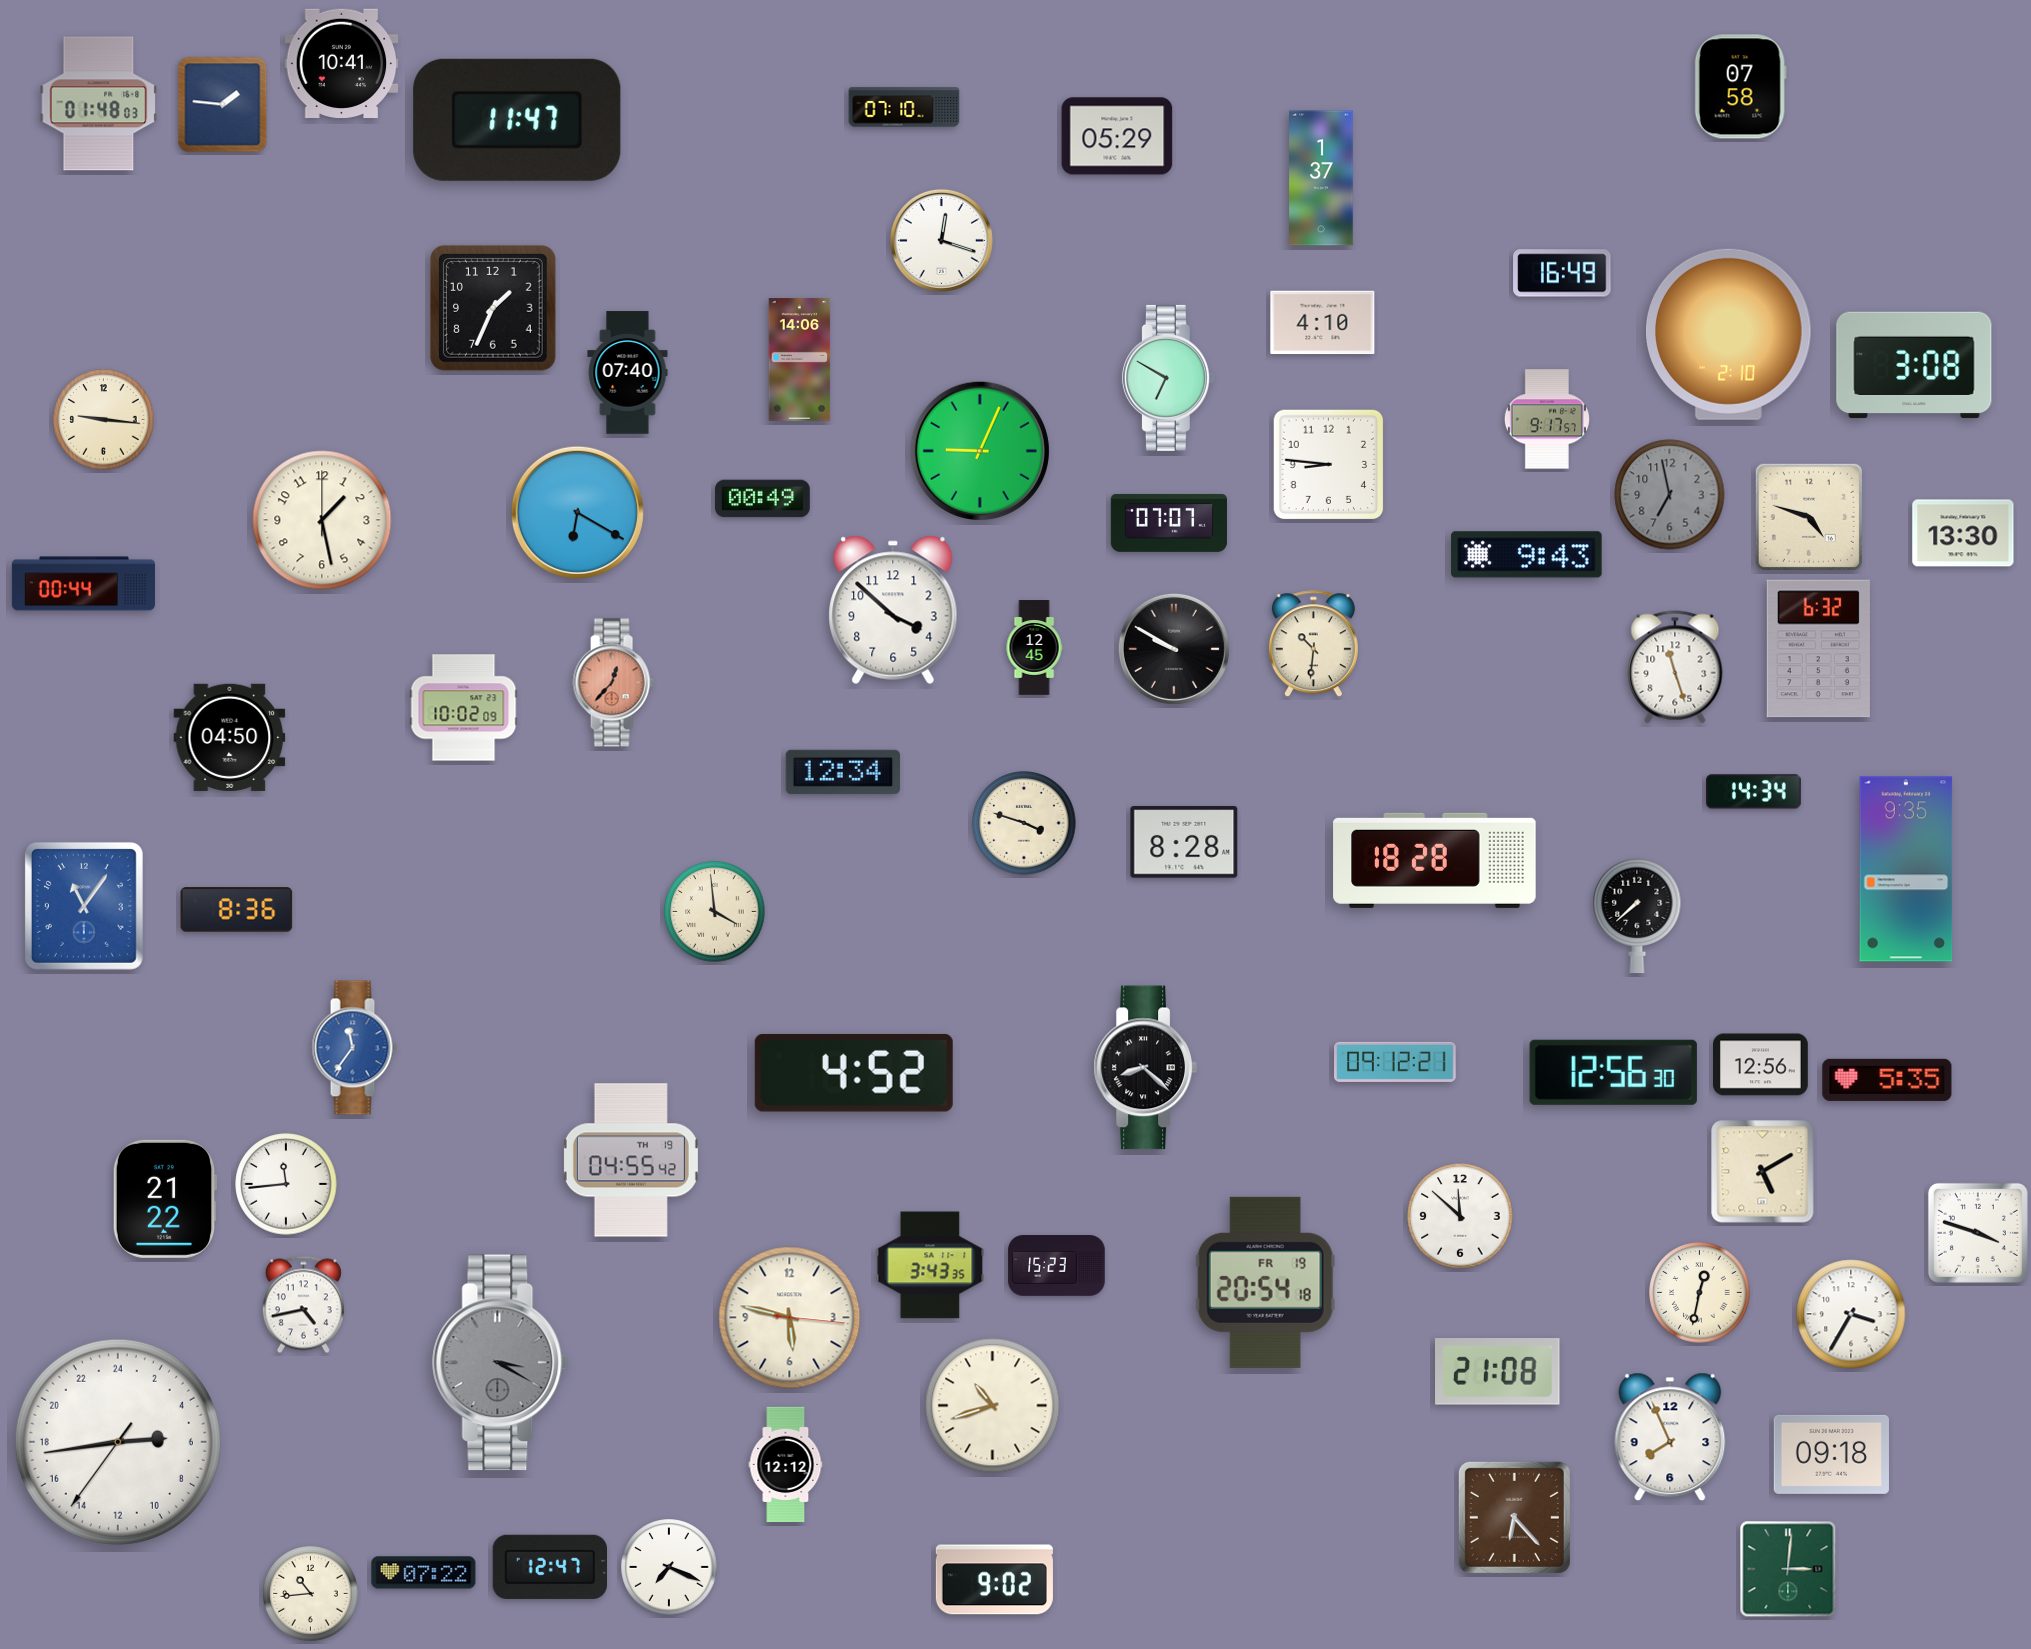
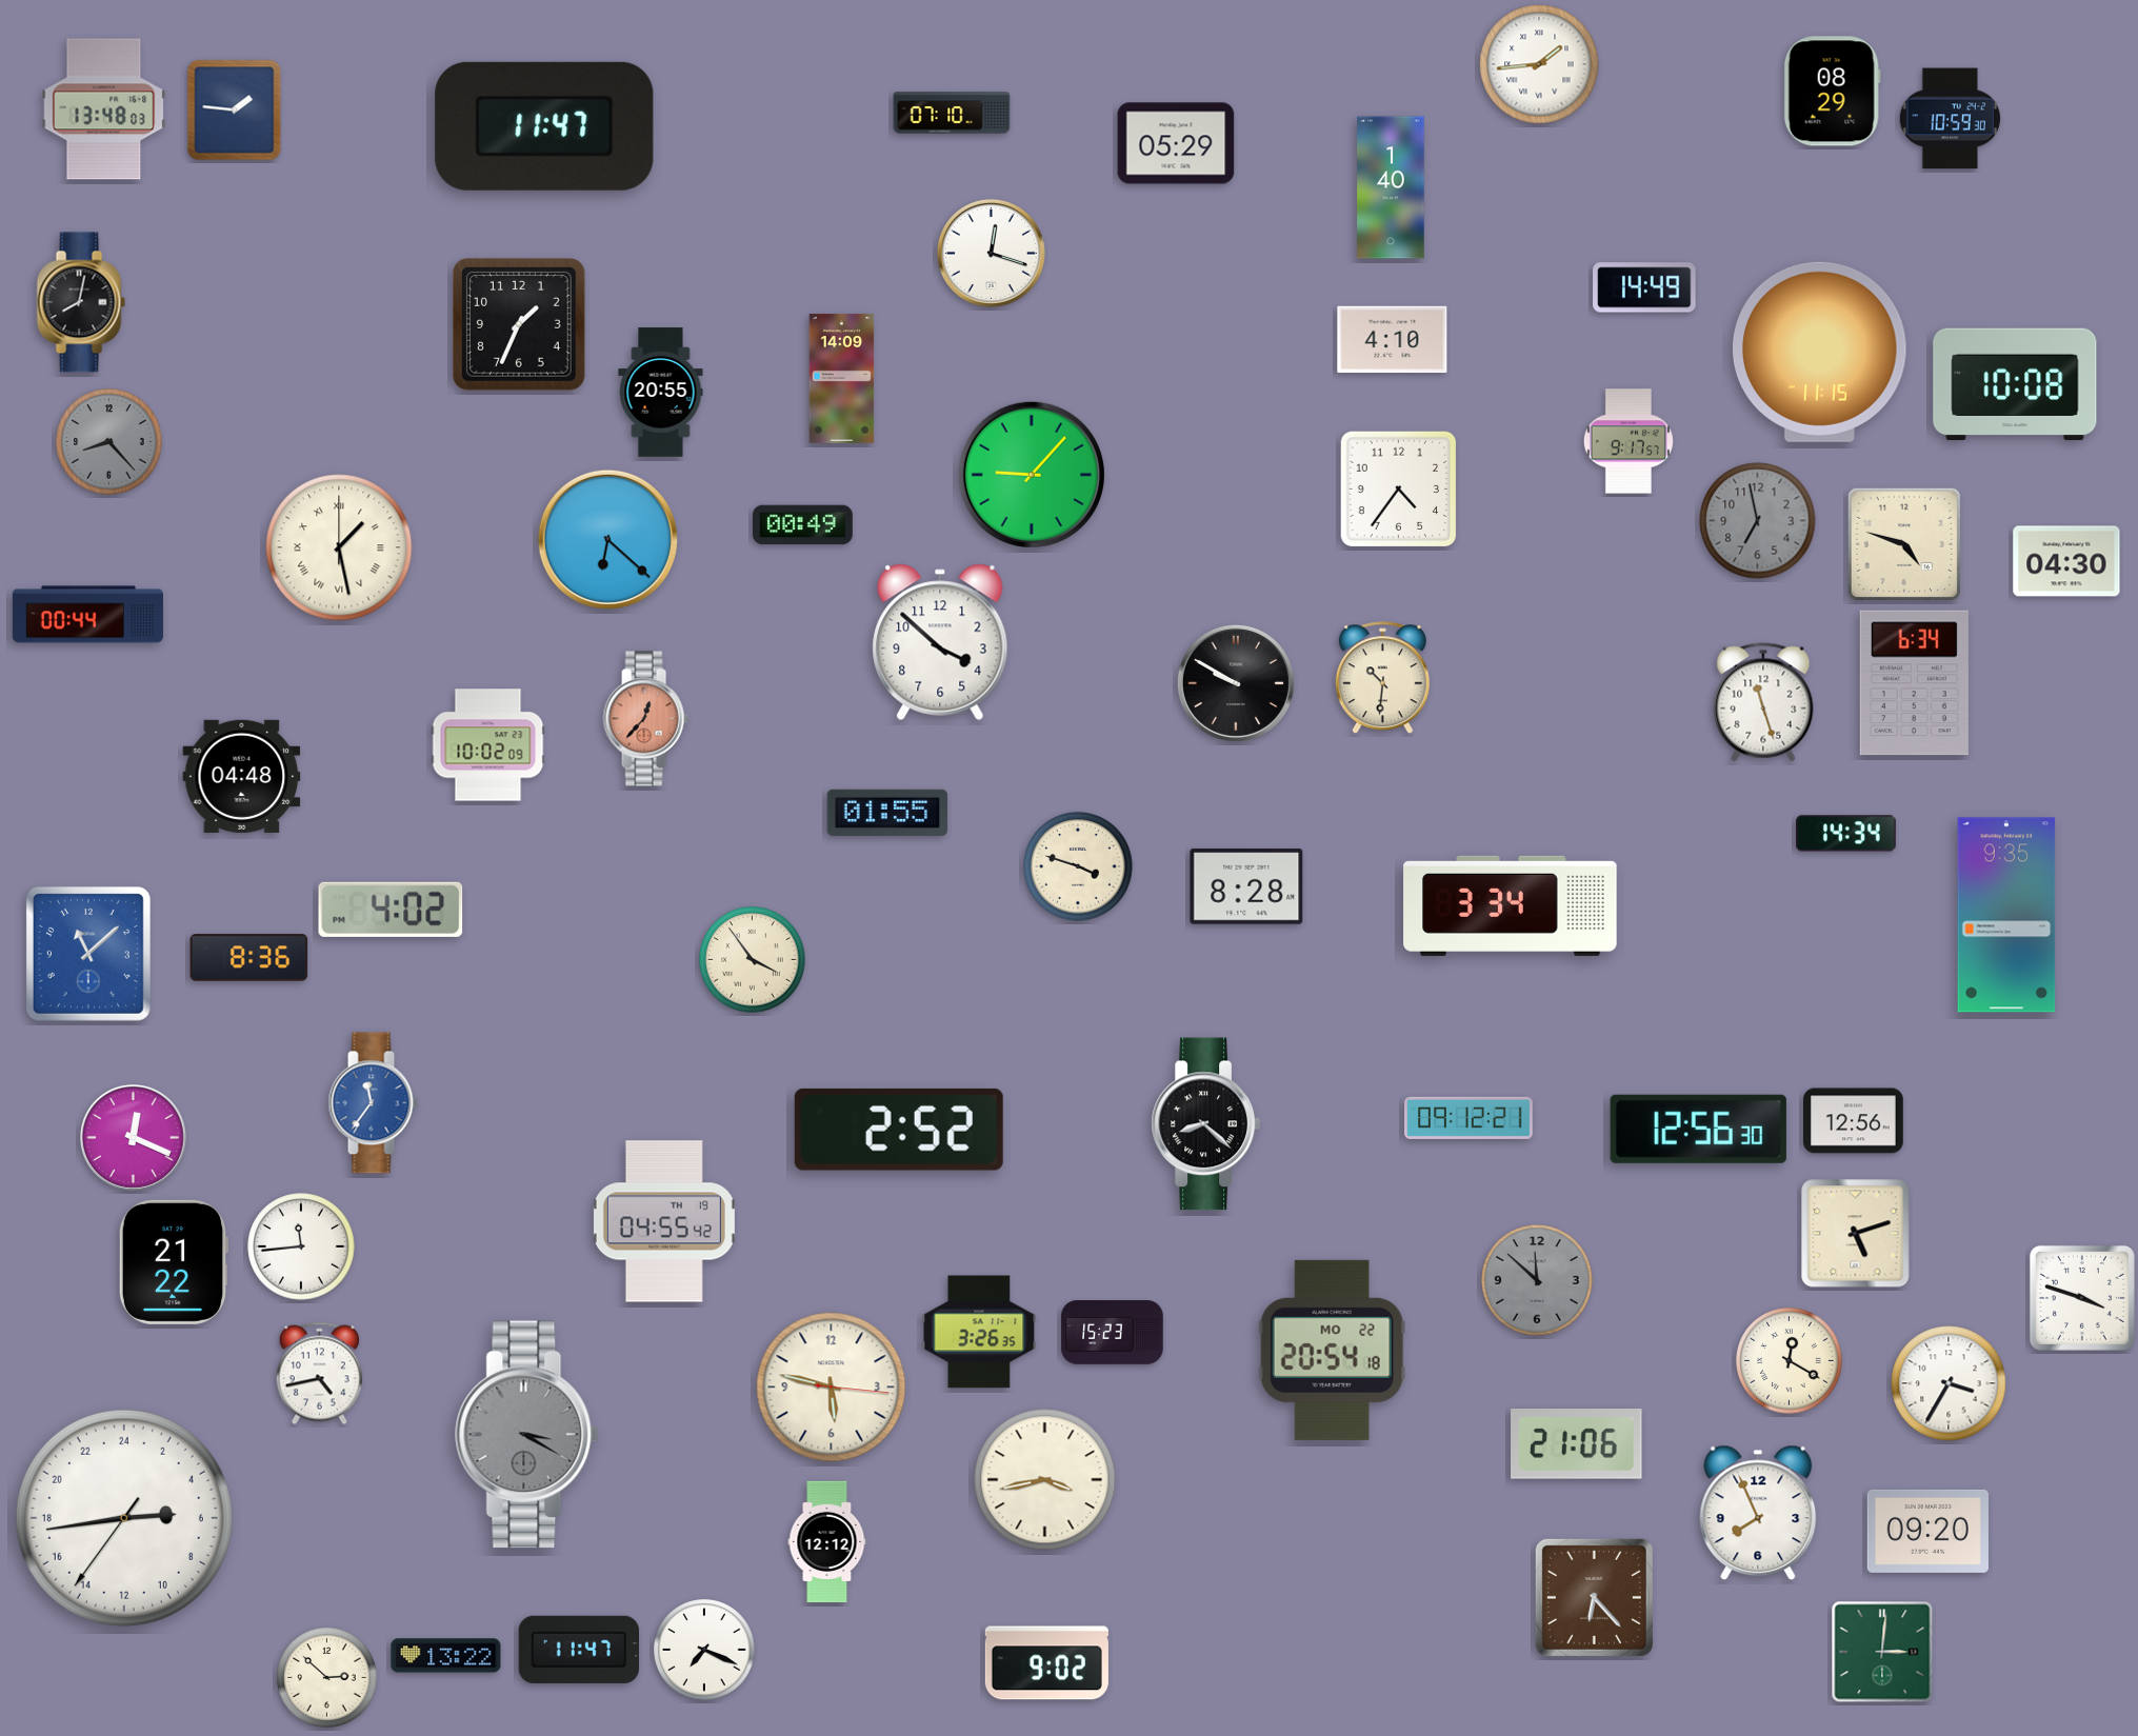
clock at (1539, 64): none -> 1:44
clock at (342, 64): 10:41 -> none
clock at (1740, 87): 07:58 -> 08:29
clock at (99, 104): 01:48 -> 13:48
clock at (1950, 119): none -> 10:59
clock at (1321, 178): 1:37 -> 1:40
clock at (1562, 273): 16:49 -> 14:49
clock at (81, 302): none -> 8:02
clock at (1729, 334): 2:10 -> 11:15
clock at (800, 360): 14:06 -> 14:09
clock at (1914, 365): 3:08 -> 10:08
clock at (628, 373): 07:40 -> 20:55
clock at (1168, 378): 6:50 -> none
clock at (104, 420): 9:16 -> 8:23
clock at (104, 420) dial: cream -> grey
clock at (980, 451): 9:04 -> 9:07
clock at (1329, 465): 8:46 -> 4:36
clock at (577, 512): 6:20 -> 6:22
clock at (322, 520) numerals: Arabic -> Roman
clock at (1169, 523): 07:07 -> none
clock at (1963, 533): 13:30 -> 04:30
clock at (1527, 555): 9:43 -> none
clock at (1034, 648): 12:45 -> none
clock at (1818, 649): 6:32 -> 6:34
clock at (230, 737): 04:50 -> 04:48
clock at (843, 772): 12:34 -> 01:55
clock at (1435, 860): 18:28 -> 3:34
clock at (391, 910): none -> 4:02
clock at (84, 906): 11:06 -> 11:08
clock at (715, 912): 3:59 -> 3:54
clock at (1637, 916): 7:38 -> none
clock at (854, 1073): 4:52 -> 2:52
clock at (133, 1137): none -> 12:19
clock at (1887, 1080): 5:35 -> none
clock at (1763, 1172): 5:10 -> 5:12
clock at (1460, 1216) dial: white -> grey
clock at (930, 1265): 3:43 -> 3:26
clock at (1265, 1282) date: FR 19 -> MO 22
clock at (1700, 1293): 12:32 -> 12:20
clock at (1498, 1372): 21:08 -> 21:06
clock at (993, 1406): 10:42 -> 3:43
clock at (1831, 1454): 09:18 -> 09:20
clock at (549, 1567): 12:47 -> 11:47
clock at (424, 1573): 07:22 -> 13:22
clock at (311, 1594): 10:44 -> 2:52
